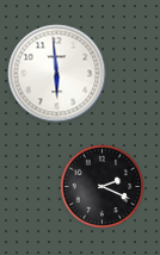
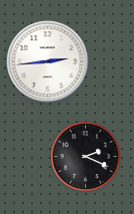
clock at (57, 74): 5:59 -> 2:44
